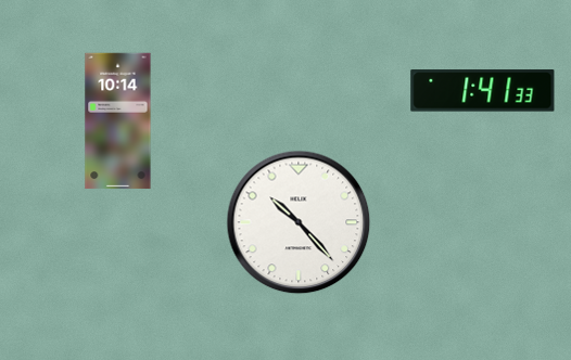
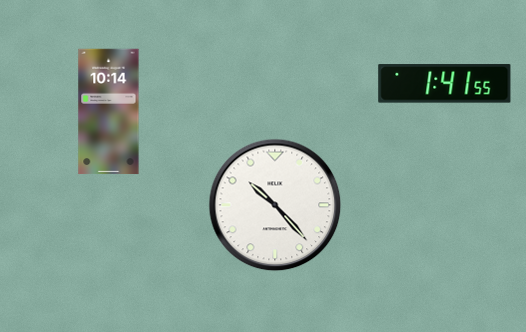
clock at (483, 91): 1:41:33 -> 1:41:55
